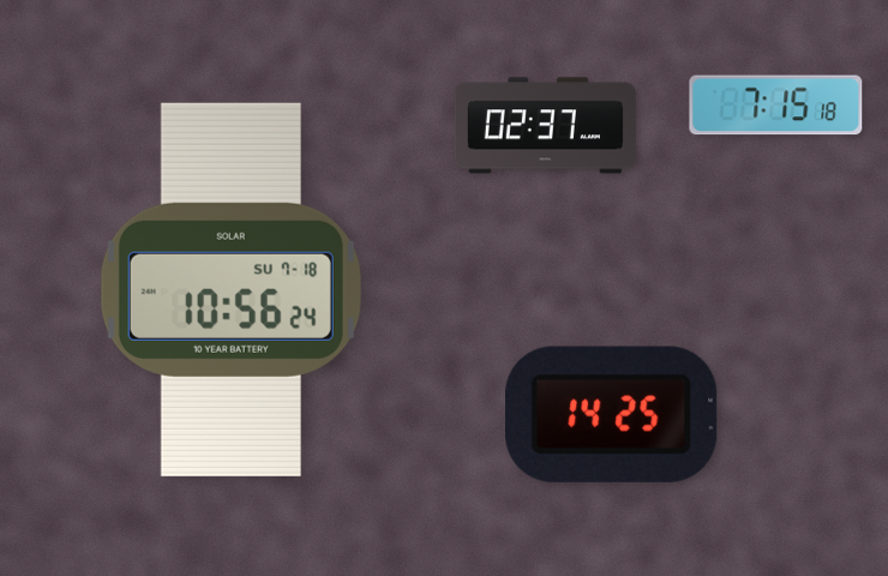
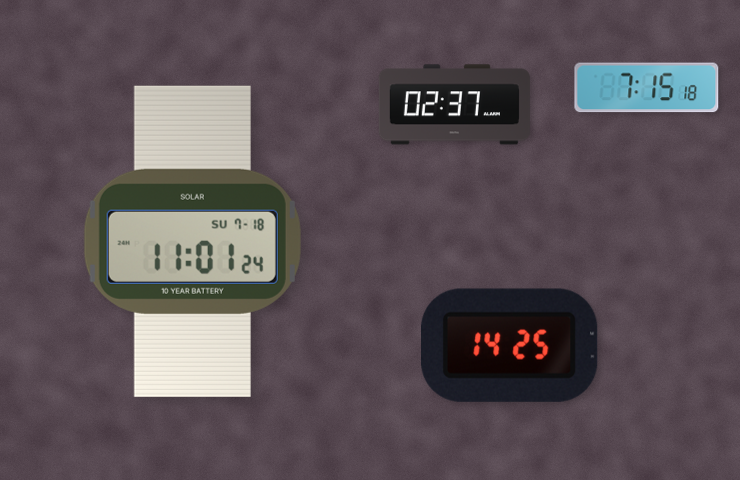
clock at (230, 289): 10:56 -> 11:01
